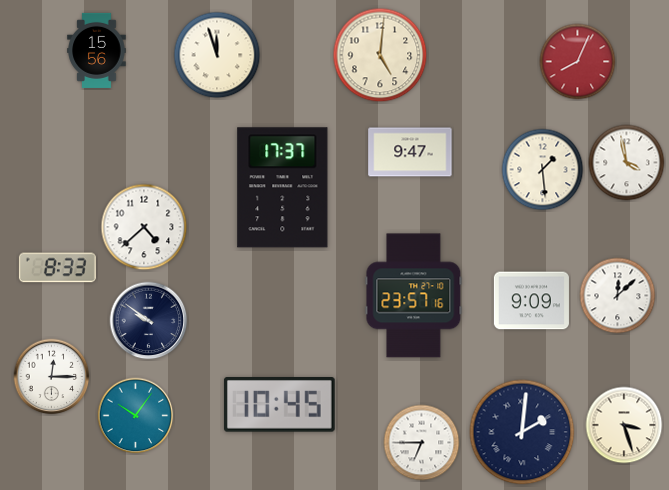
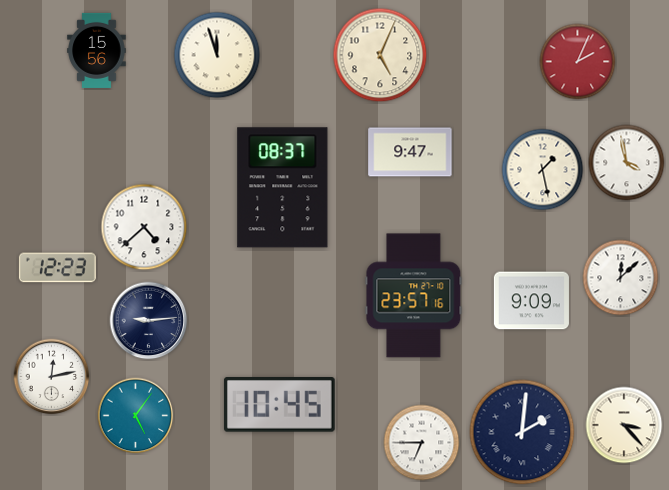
clock at (380, 55): 5:01 -> 5:04
clock at (578, 62): 8:04 -> 2:04
clock at (543, 170): 1:29 -> 1:28
clock at (283, 188): 17:37 -> 08:37
clock at (57, 268): 8:33 -> 12:23
clock at (618, 296) position: (618, 296) -> (621, 278)
clock at (149, 321): 9:51 -> 9:14
clock at (52, 377): 12:15 -> 12:13
clock at (136, 416): 10:06 -> 5:06
clock at (624, 425): 3:27 -> 3:23
